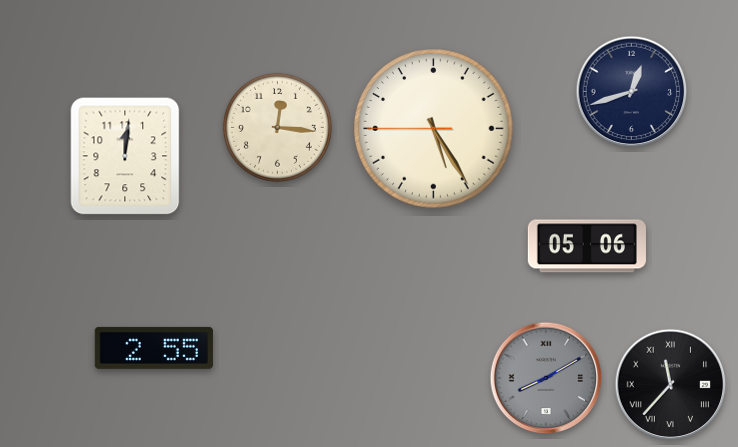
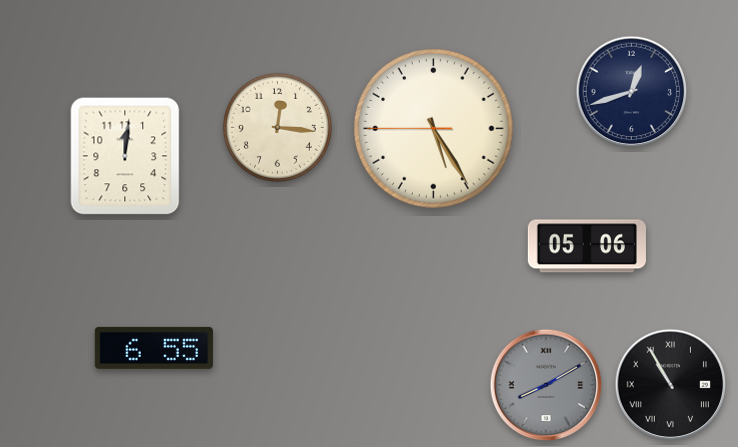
clock at (154, 348): 2:55 -> 6:55
clock at (546, 378) position: (546, 378) -> (546, 385)
clock at (671, 385): 11:37 -> 10:55
